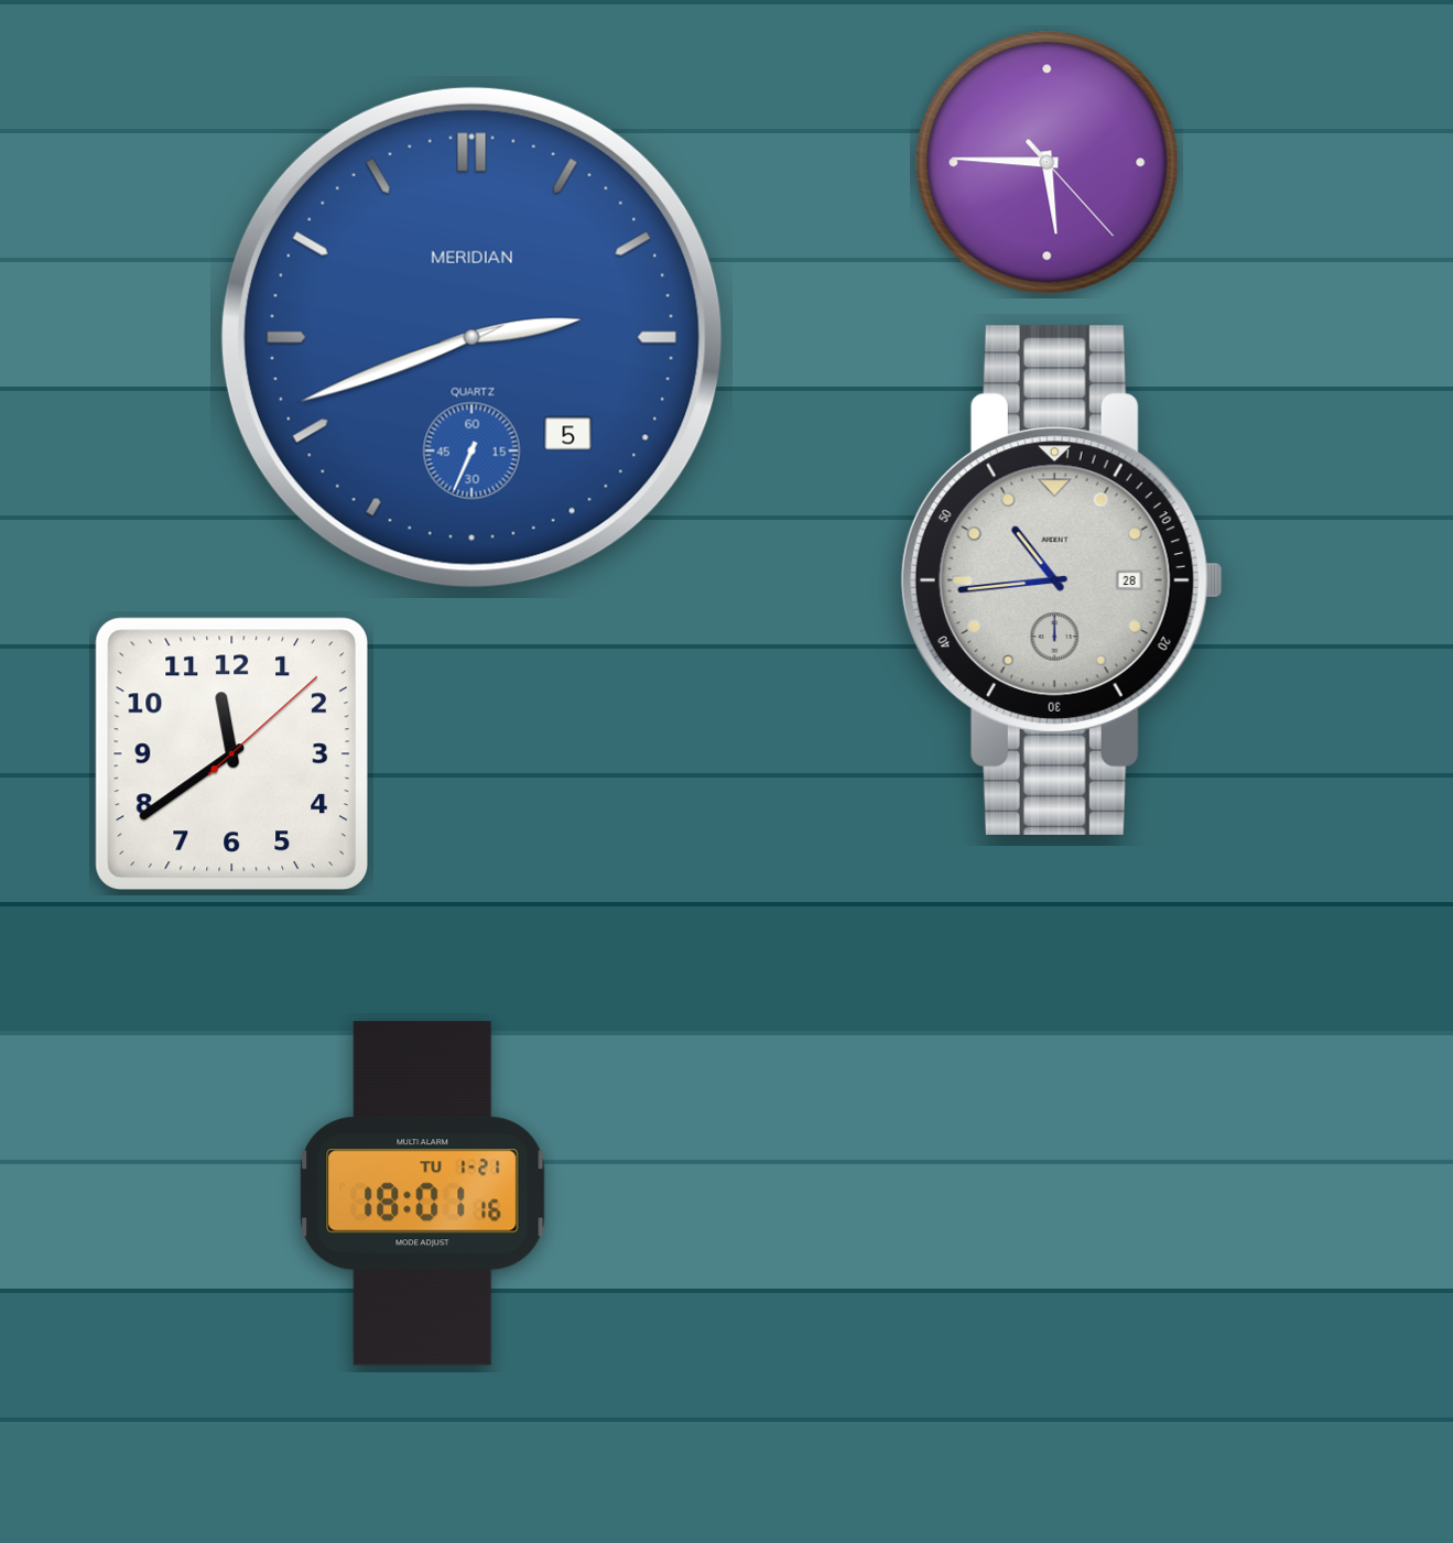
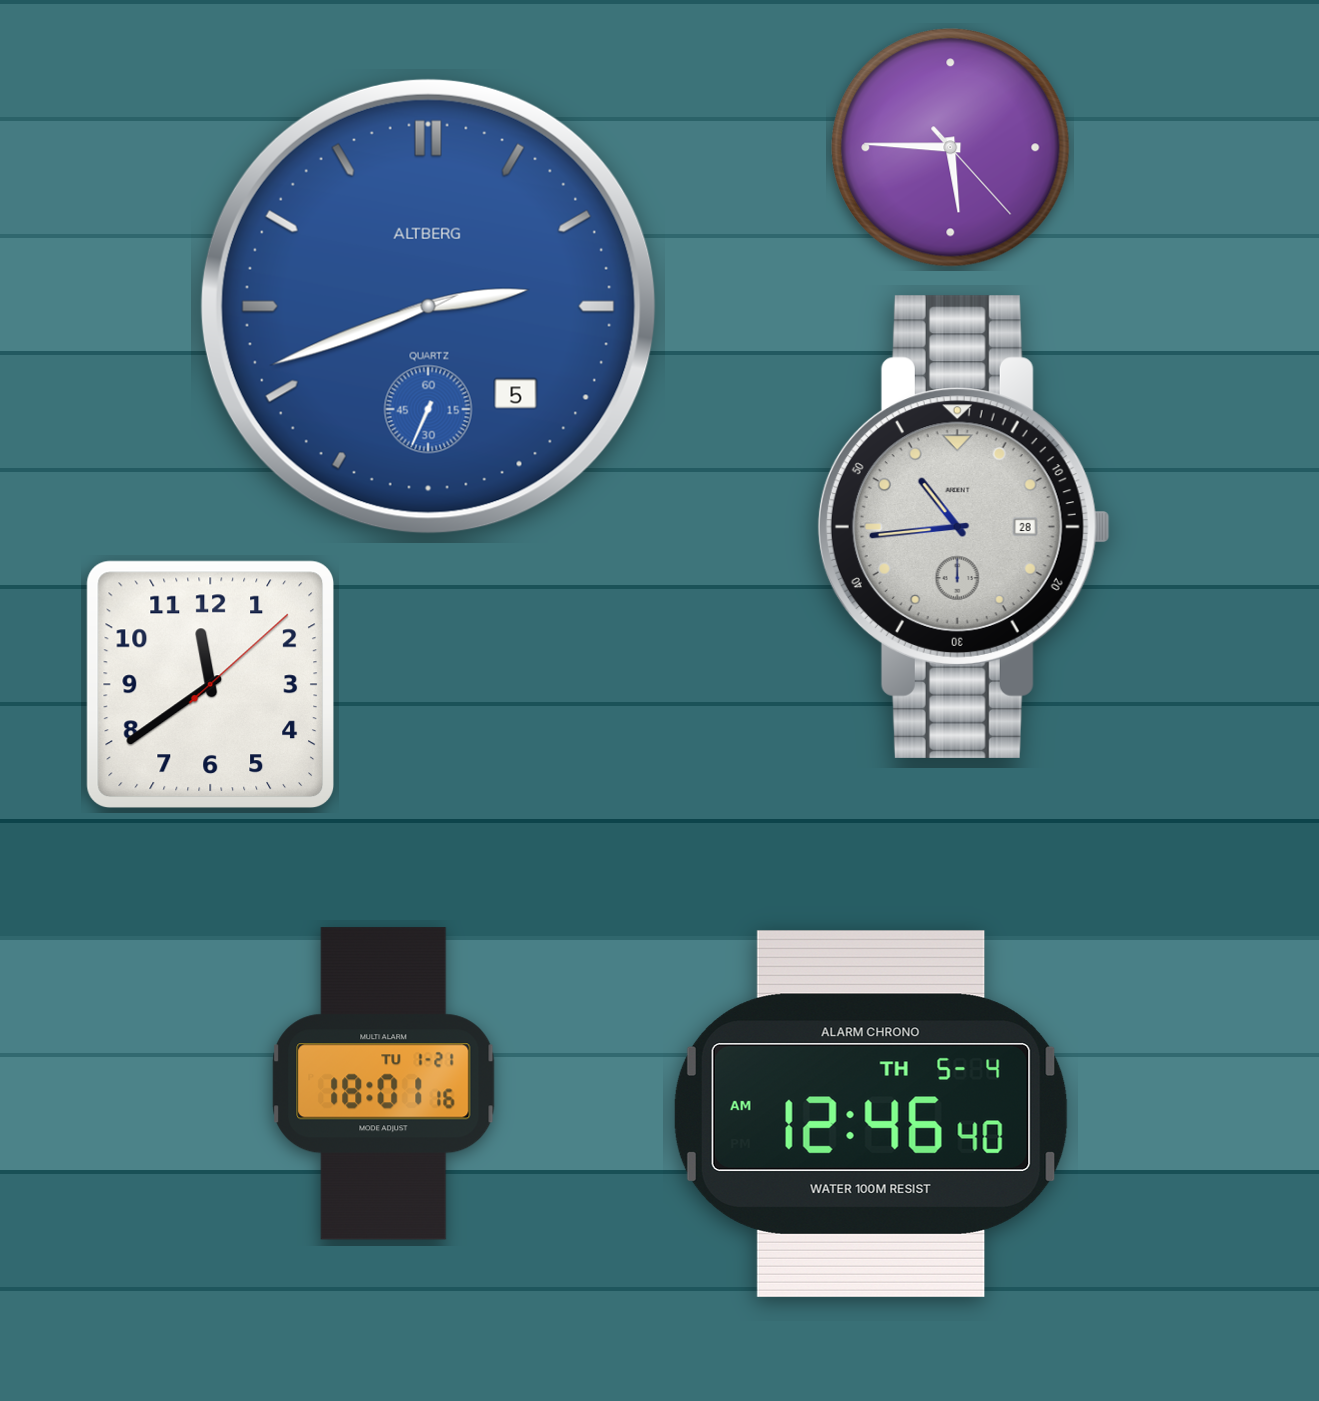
clock at (471, 337) brand: MERIDIAN -> ALTBERG
clock at (871, 1114): none -> 12:46
